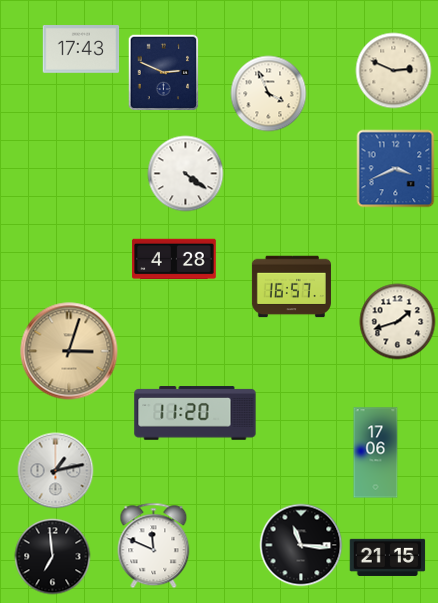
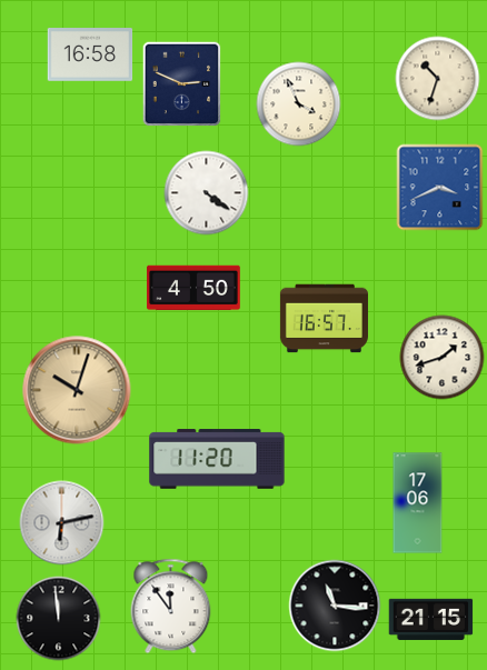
clock at (81, 50): 17:43 -> 16:58
clock at (394, 71): 2:49 -> 10:33
clock at (164, 73) position: (164, 73) -> (182, 84)
clock at (174, 259): 4:28 -> 4:50
clock at (69, 351): 3:03 -> 10:03
clock at (56, 471): 1:13 -> 6:13
clock at (154, 546): 11:49 -> 11:54
clock at (53, 557): 6:59 -> 11:59
